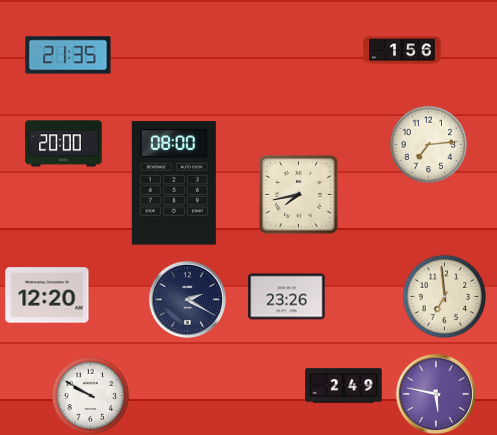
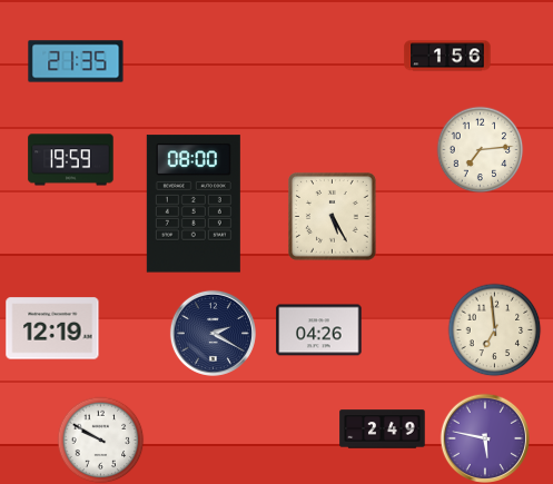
clock at (64, 144): 20:00 -> 19:59
clock at (428, 144) position: (428, 144) -> (480, 149)
clock at (299, 195): 7:43 -> 5:25
clock at (47, 295): 12:20 -> 12:19
clock at (287, 297): 23:26 -> 04:26
clock at (187, 299) position: (187, 299) -> (213, 333)
